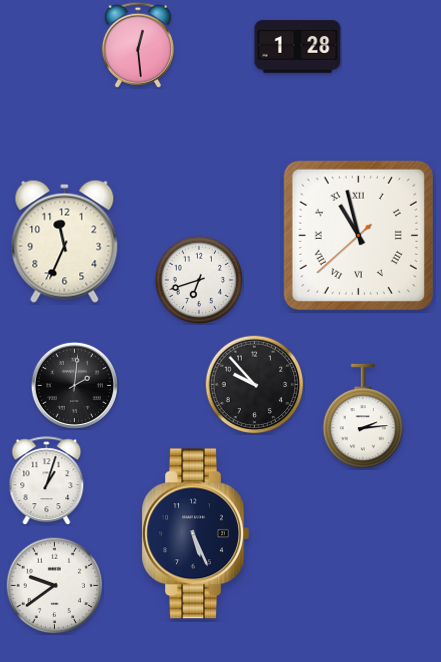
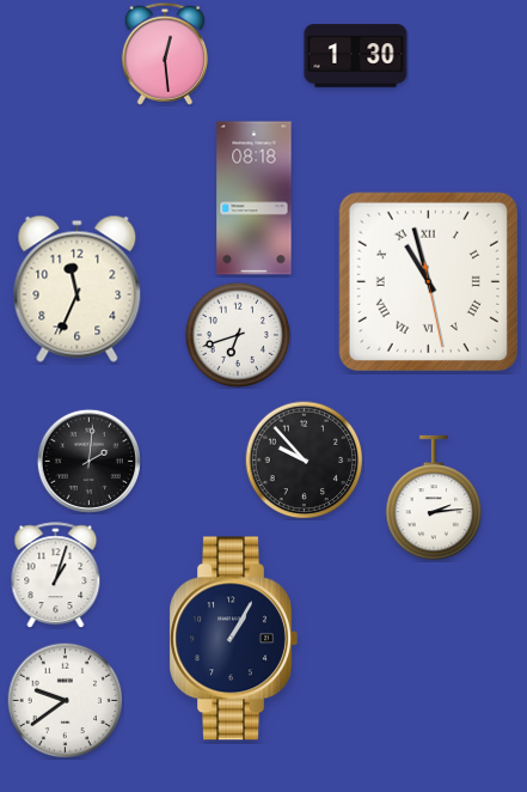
clock at (298, 47): 1:28 -> 1:30
clock at (255, 199): none -> 08:18
clock at (358, 235): 10:57:38 -> 10:57:28
clock at (195, 534): 5:26 -> 1:05
